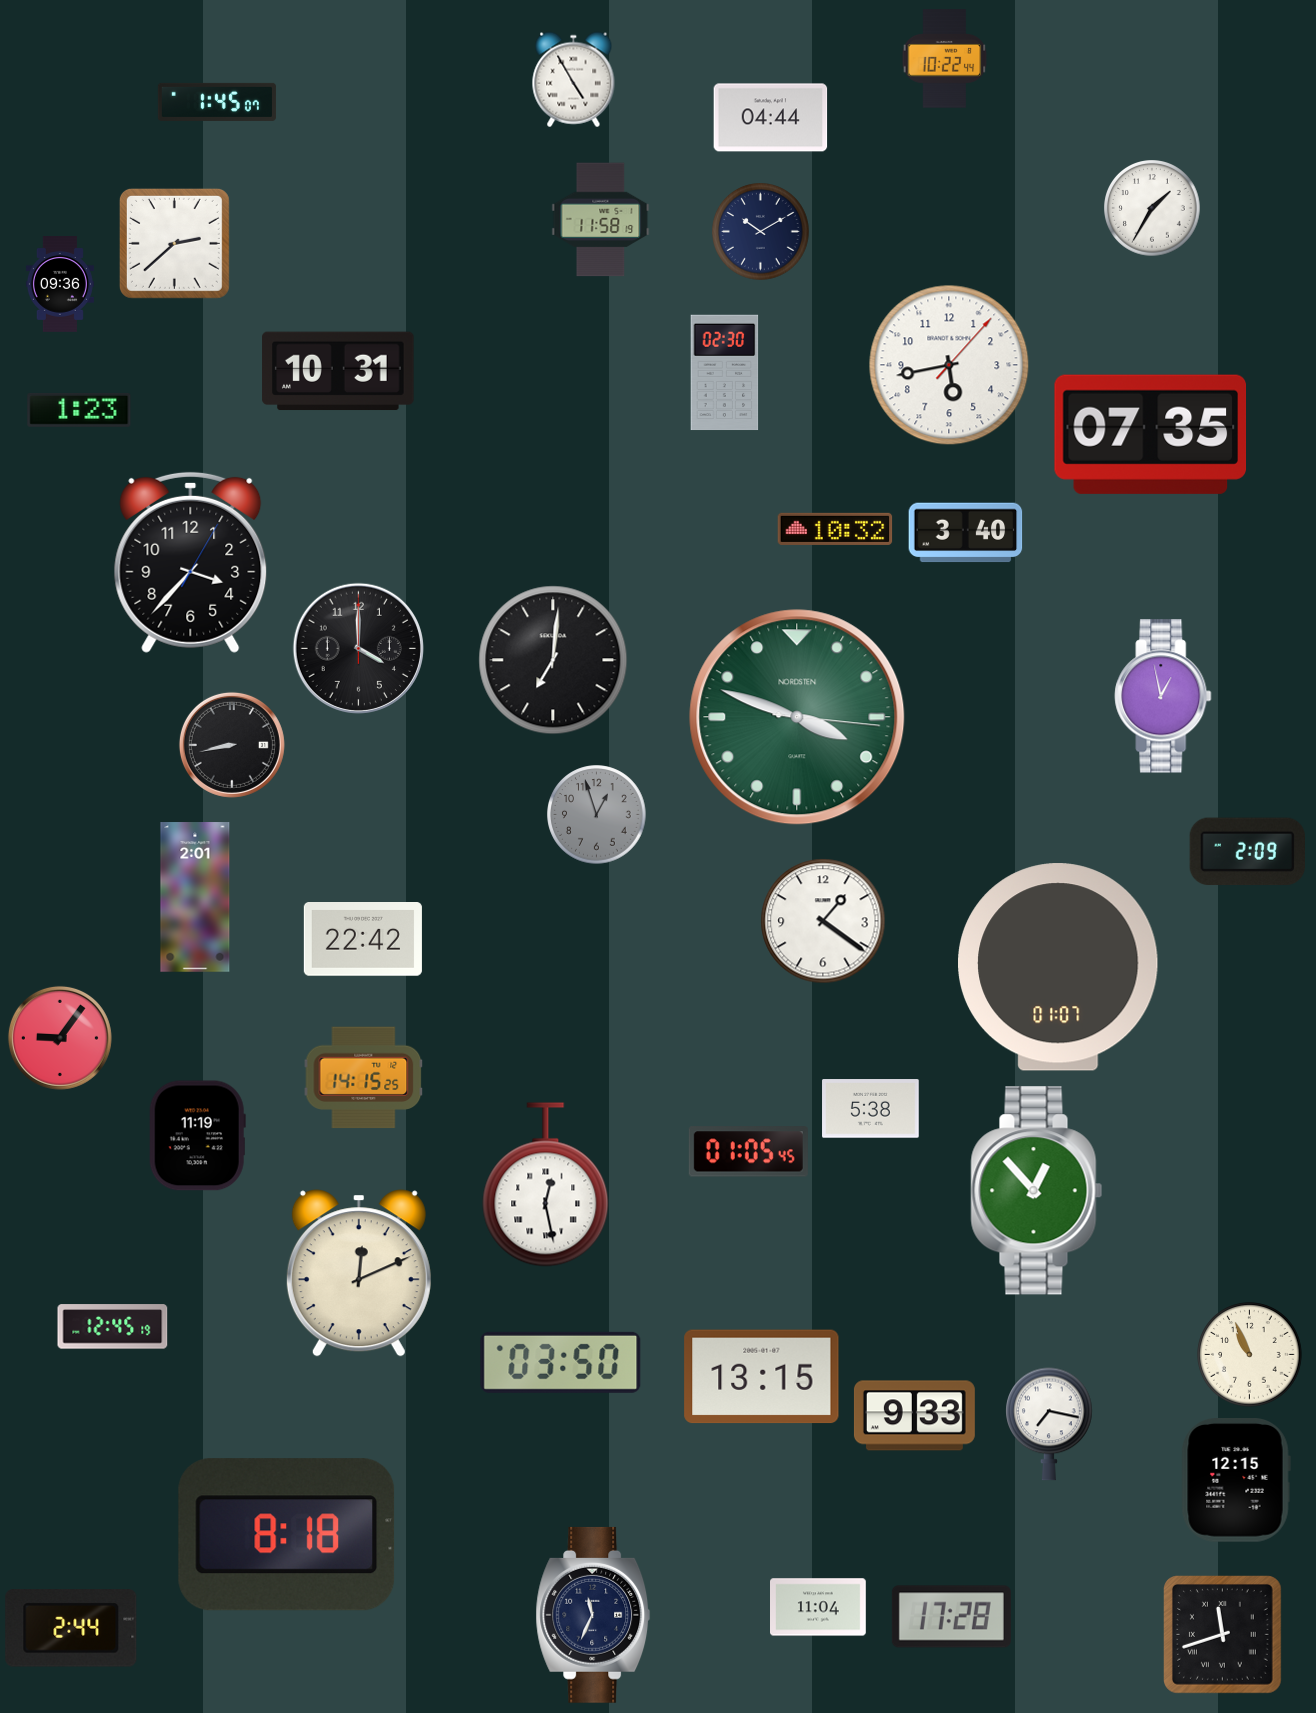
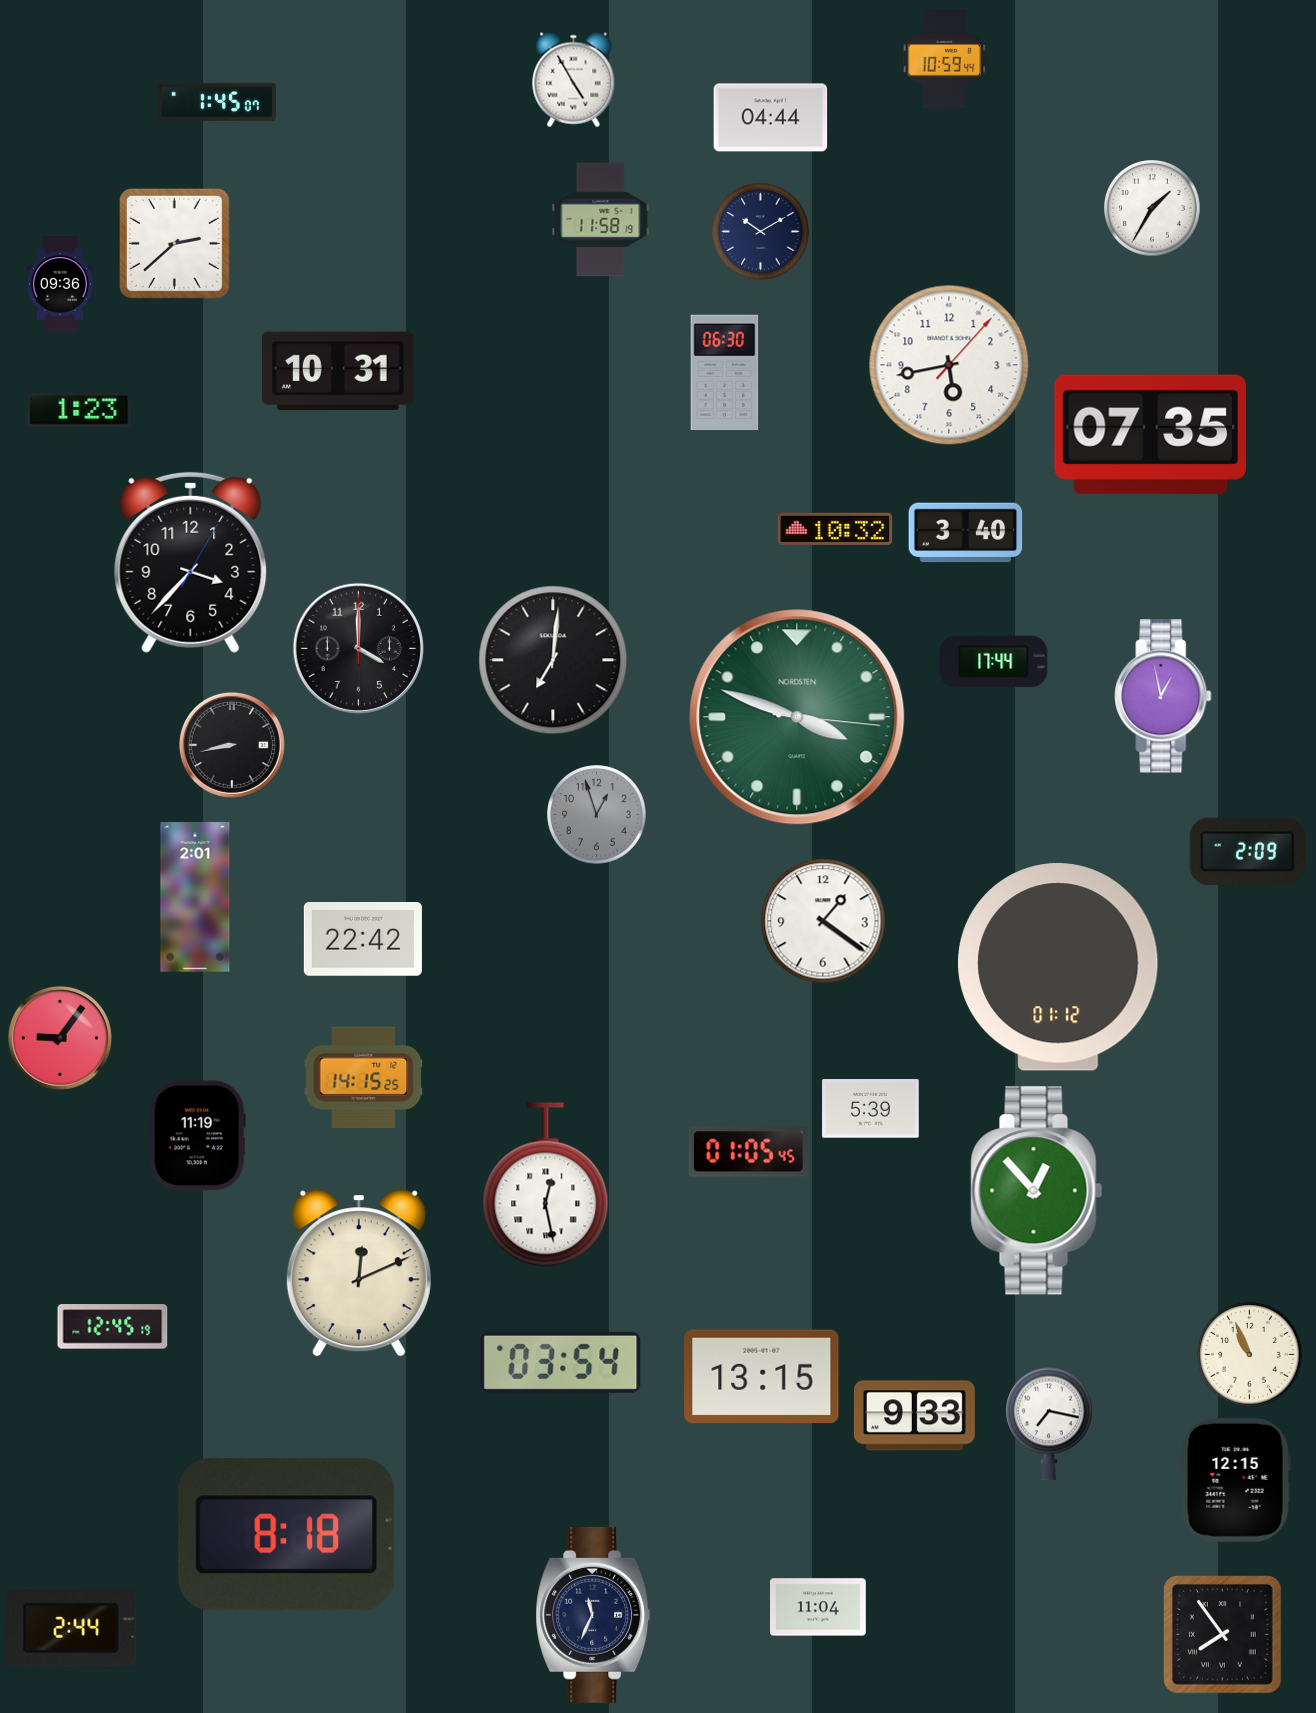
clock at (945, 59): 10:22 -> 10:59
clock at (725, 373): 02:30 -> 06:30
clock at (994, 662): none -> 17:44
clock at (1059, 967): 01:07 -> 01:12
clock at (871, 1109): 5:38 -> 5:39
clock at (561, 1362): 03:50 -> 03:54
clock at (951, 1617): 17:28 -> none
clock at (1223, 1635): 11:42 -> 7:54
